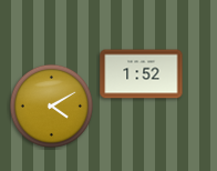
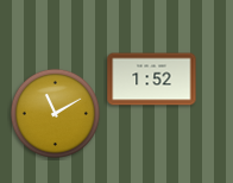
clock at (51, 105): 4:10 -> 11:10
